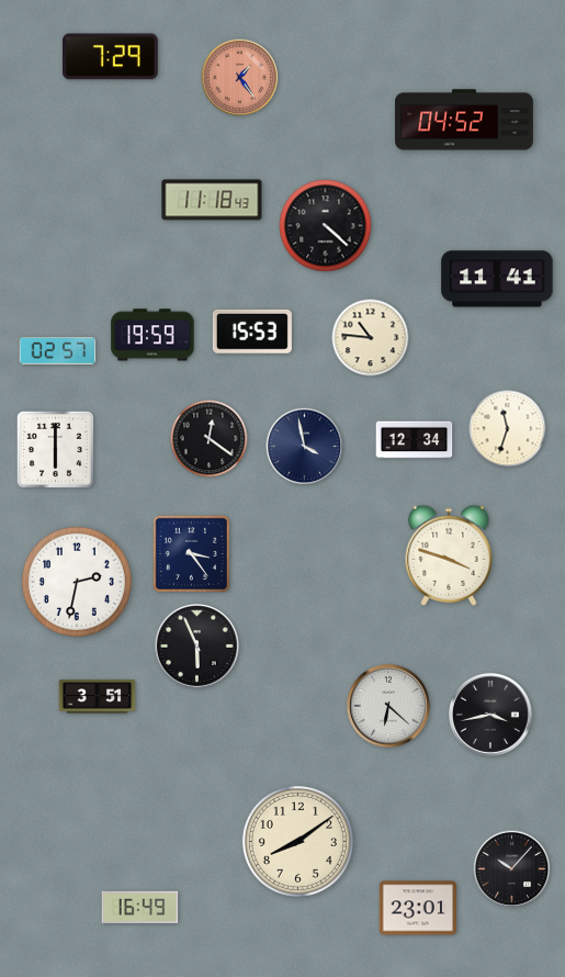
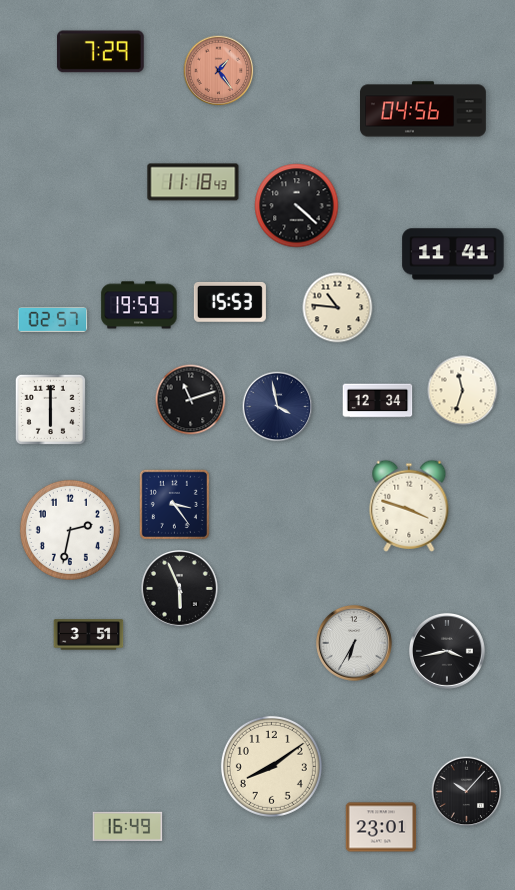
clock at (465, 120): 04:52 -> 04:56
clock at (210, 439): 12:21 -> 11:12
clock at (388, 706): 6:22 -> 6:35
